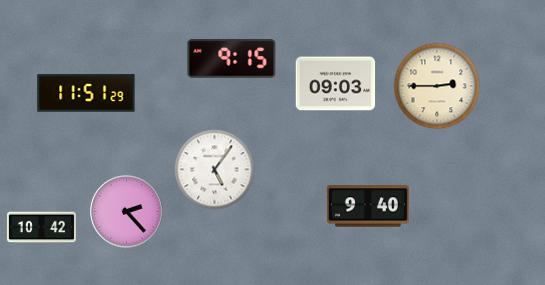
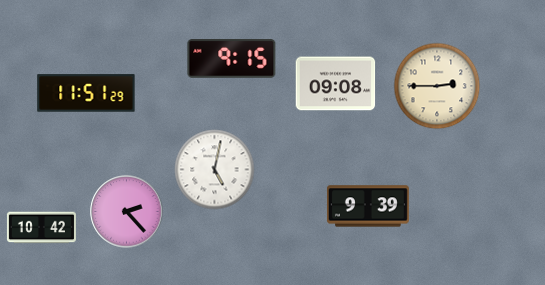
clock at (336, 84): 09:03 -> 09:08
clock at (215, 170): 5:06 -> 5:02
clock at (368, 206): 9:40 -> 9:39
